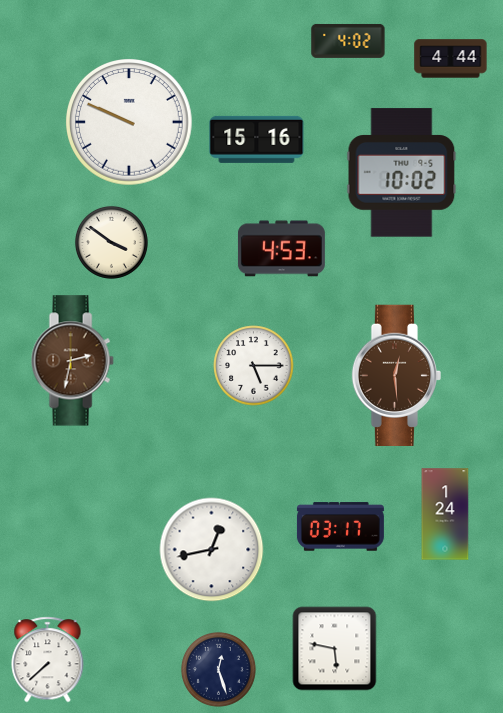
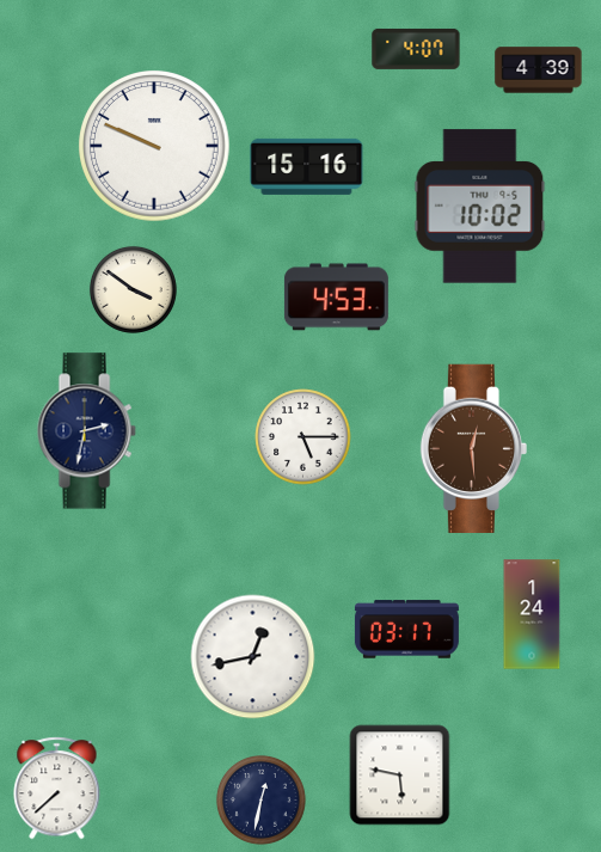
clock at (348, 41): 4:02 -> 4:07
clock at (451, 59): 4:44 -> 4:39
clock at (72, 361) dial: brown -> navy
clock at (219, 670): 12:27 -> 12:32
